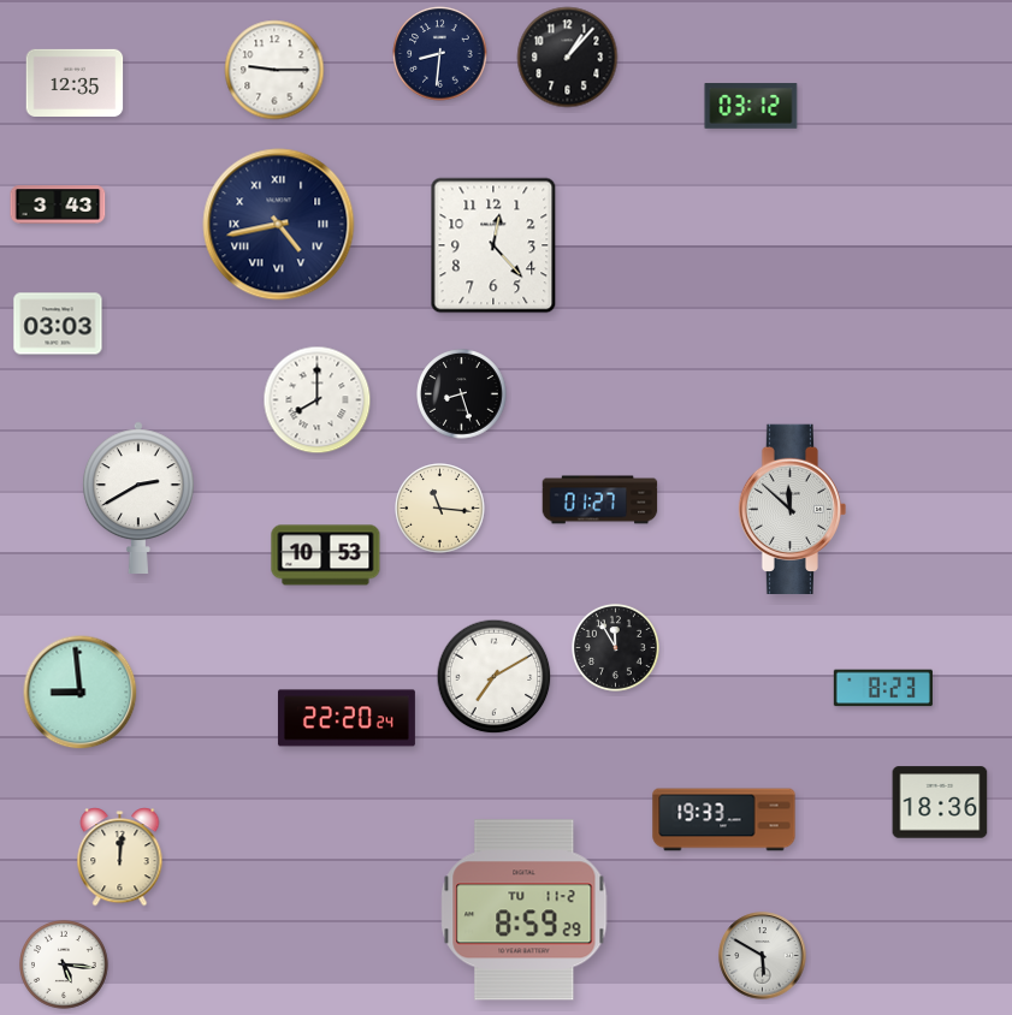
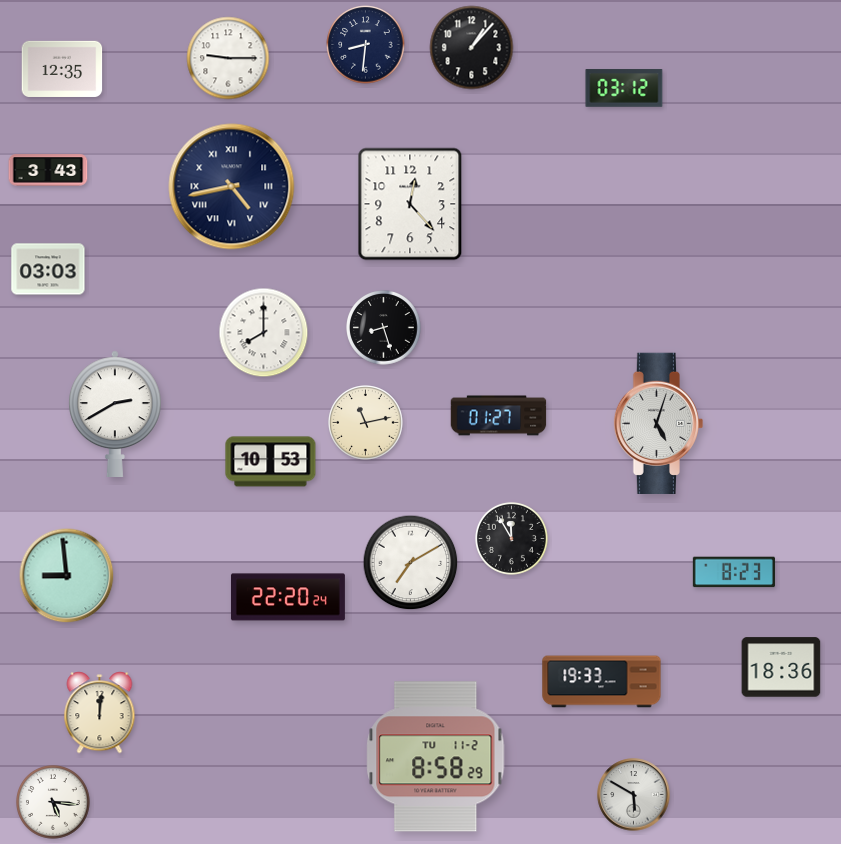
clock at (440, 509): 11:16 -> 11:13
clock at (793, 509): 11:52 -> 5:03
clock at (525, 910): 8:59 -> 8:58
